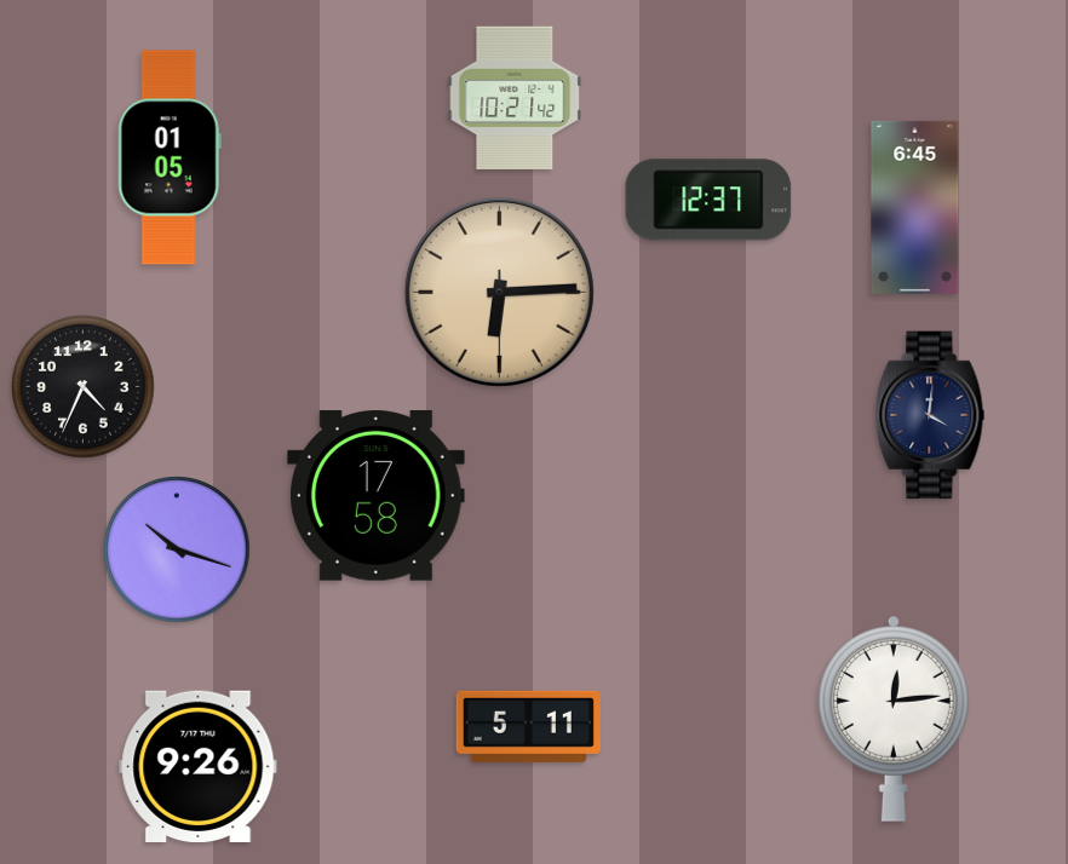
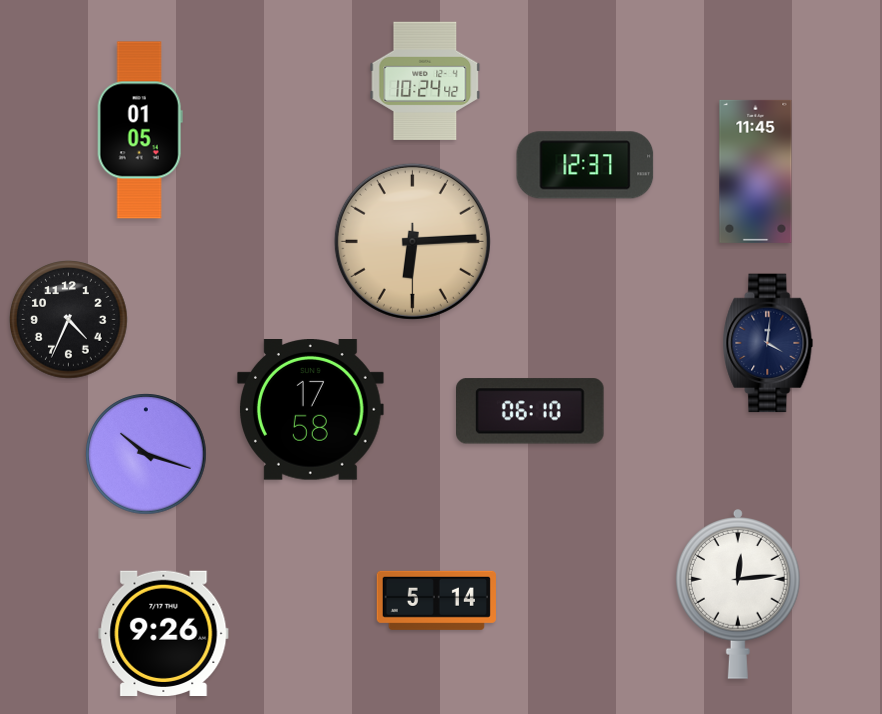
clock at (515, 97): 10:21 -> 10:24
clock at (915, 207): 6:45 -> 11:45
clock at (531, 411): none -> 06:10
clock at (528, 726): 5:11 -> 5:14
